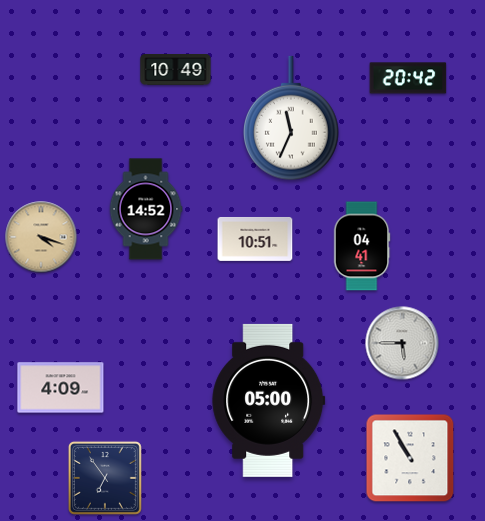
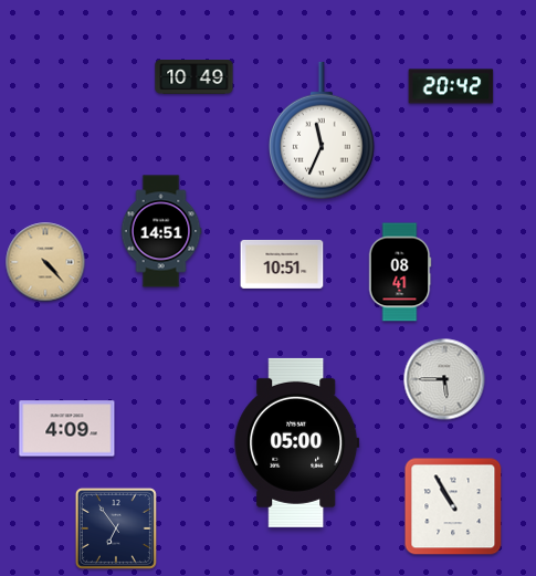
clock at (146, 209): 14:52 -> 14:51
clock at (41, 237): 4:18 -> 4:23
clock at (362, 246): 04:41 -> 08:41
